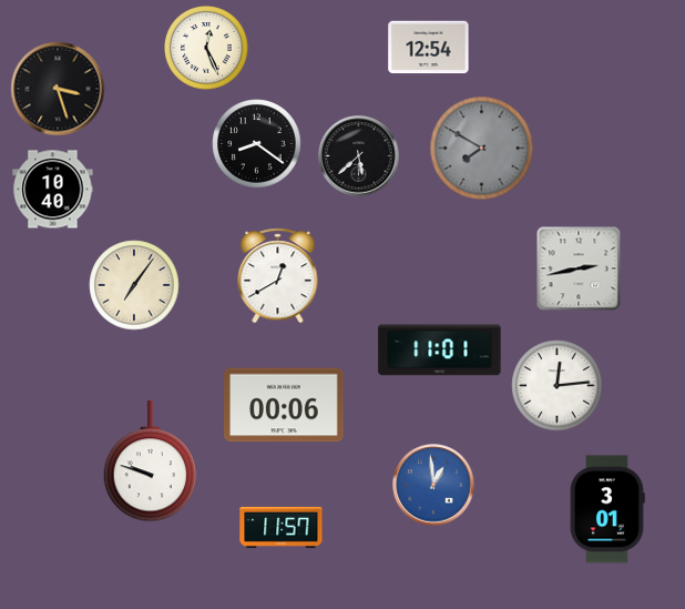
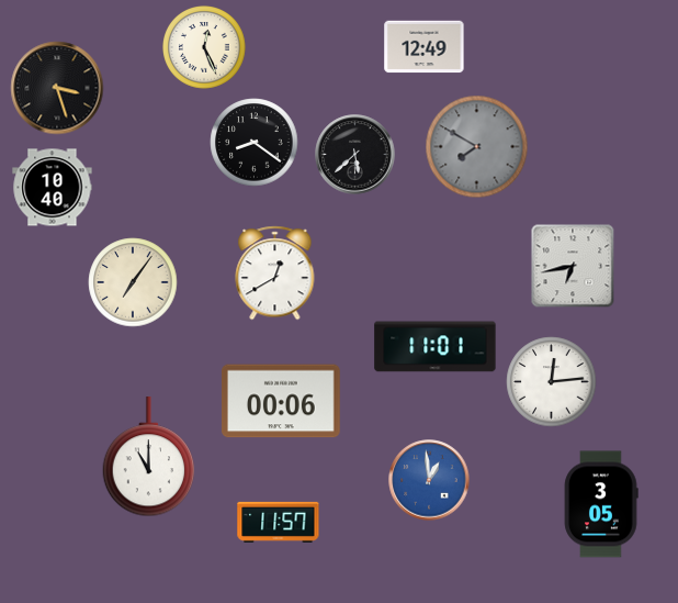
clock at (429, 48): 12:54 -> 12:49
clock at (579, 268): 2:43 -> 6:43
clock at (151, 461): 9:48 -> 11:00
clock at (607, 509): 3:01 -> 3:05
